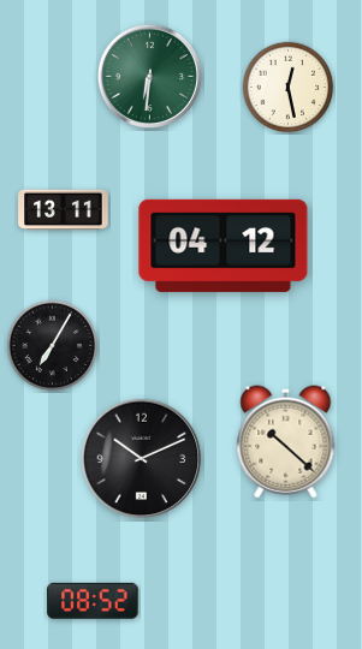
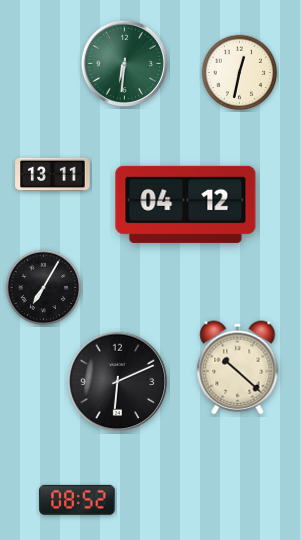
clock at (289, 88): 12:28 -> 12:32
clock at (142, 459): 10:11 -> 6:11
